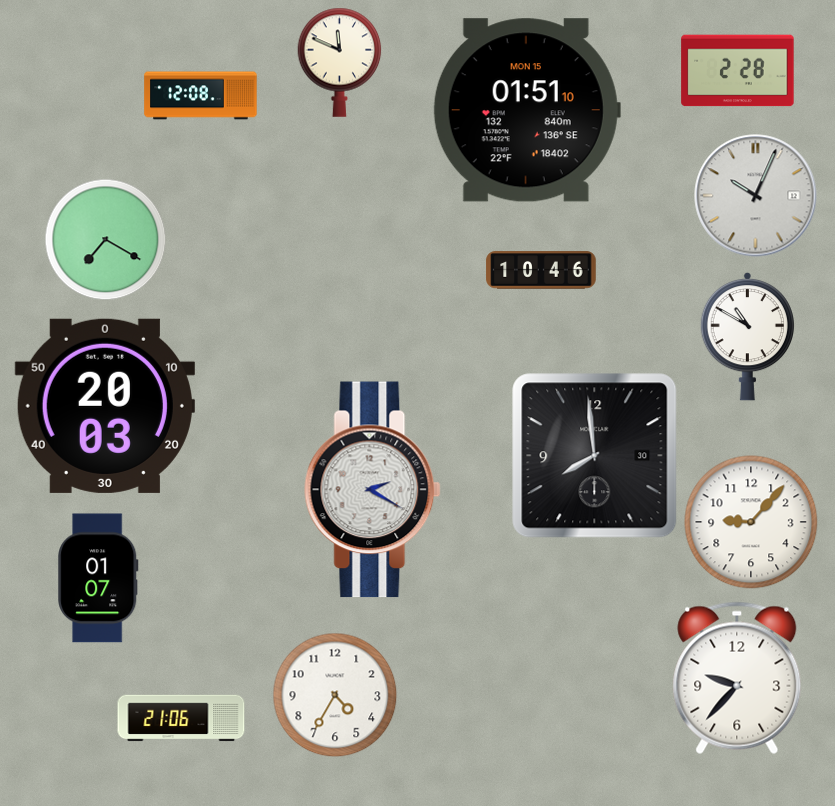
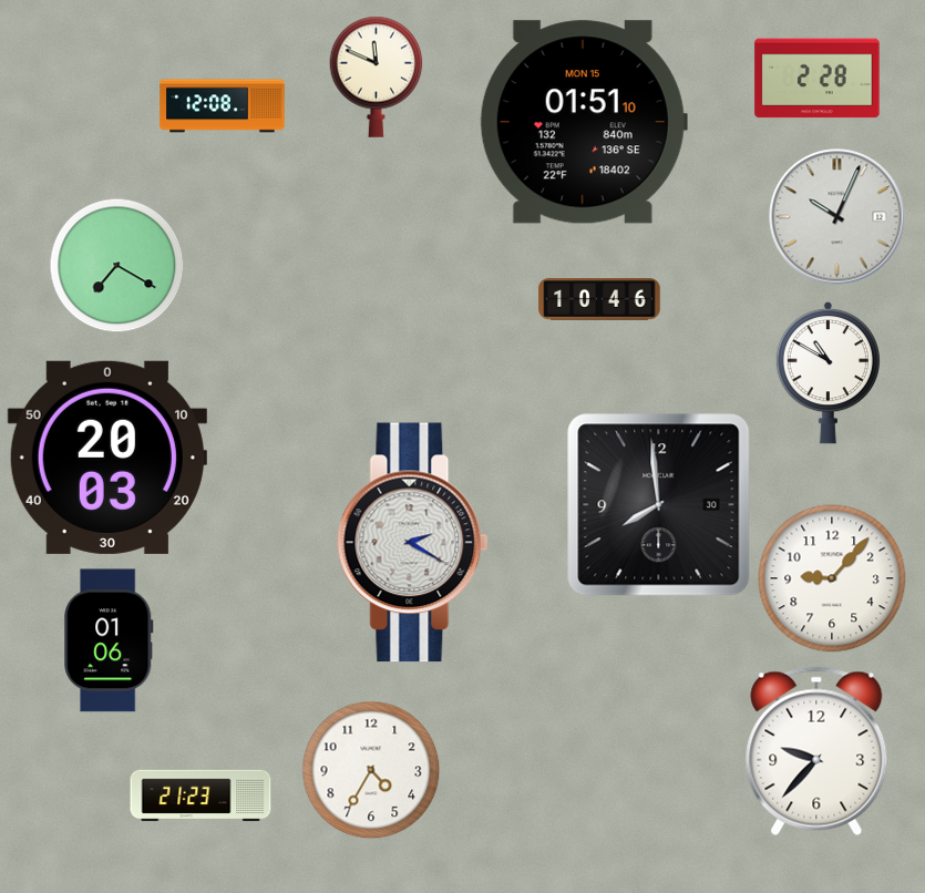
clock at (340, 62) position: (340, 62) -> (377, 76)
clock at (105, 406) position: (105, 406) -> (107, 458)
clock at (98, 578): 01:07 -> 01:06
clock at (181, 718): 21:06 -> 21:23
